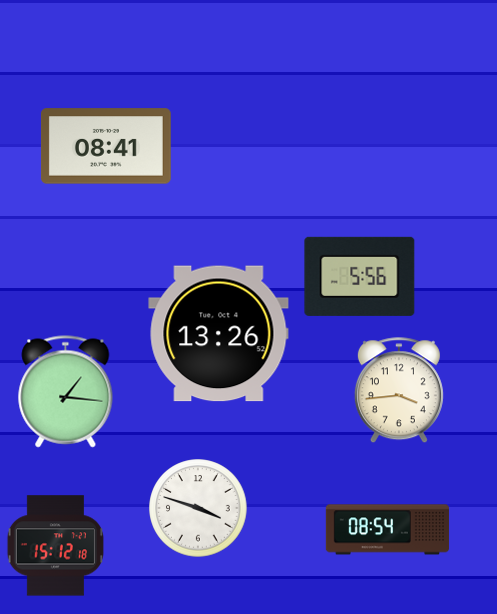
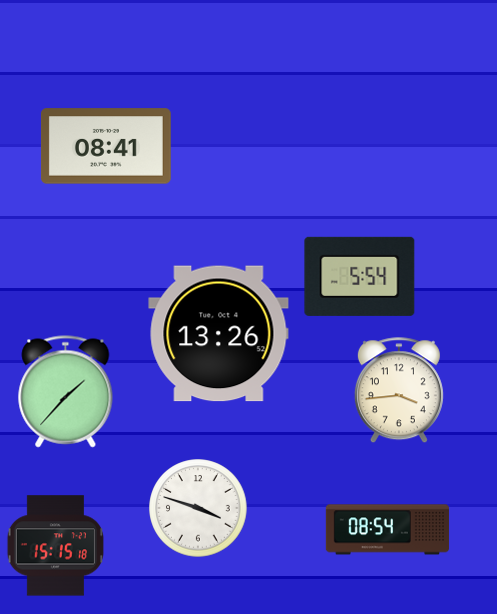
clock at (360, 276): 5:56 -> 5:54
clock at (66, 392): 1:16 -> 1:37
clock at (55, 546): 15:12 -> 15:15
